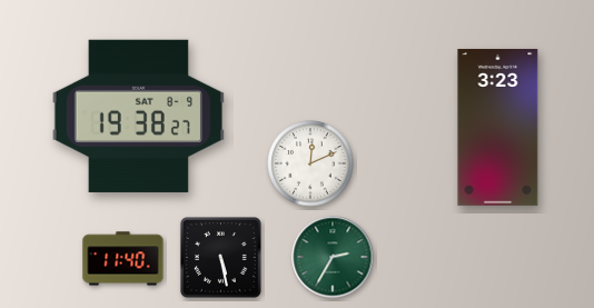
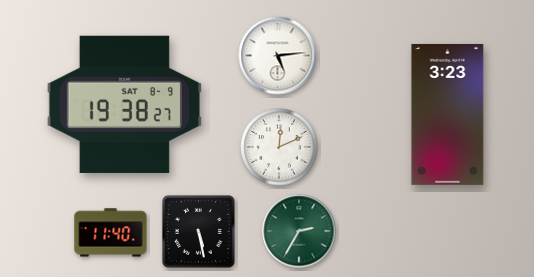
clock at (278, 56): none -> 5:14
